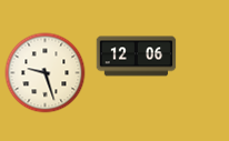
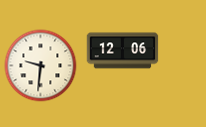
clock at (46, 73): 9:27 -> 9:31
